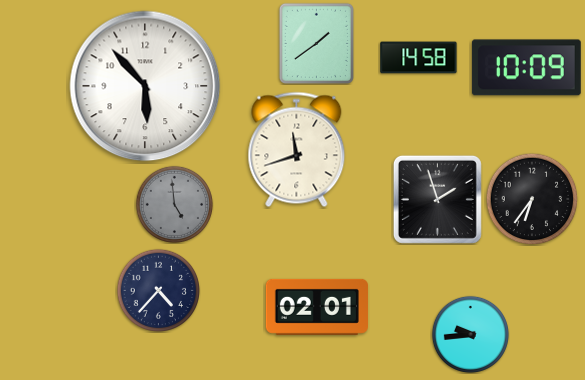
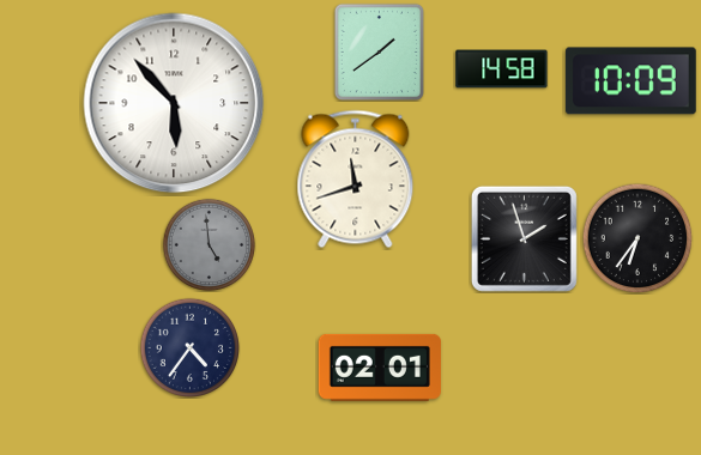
clock at (158, 290): 4:37 -> 4:36
clock at (470, 334): 9:44 -> none
